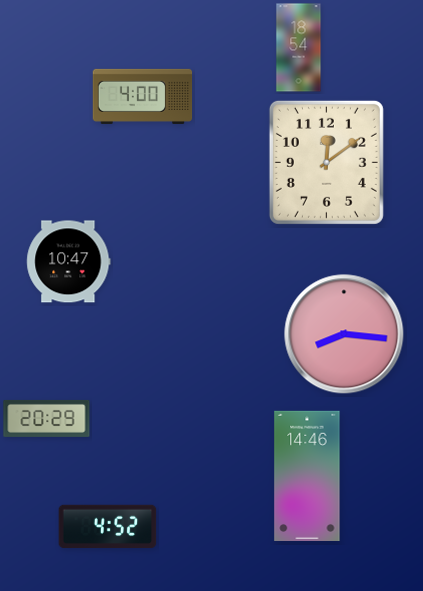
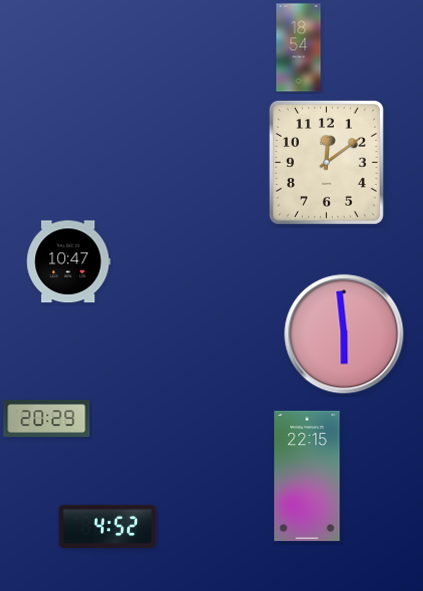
clock at (143, 96): 4:00 -> none
clock at (344, 334): 8:16 -> 5:59
clock at (307, 475): 14:46 -> 22:15
